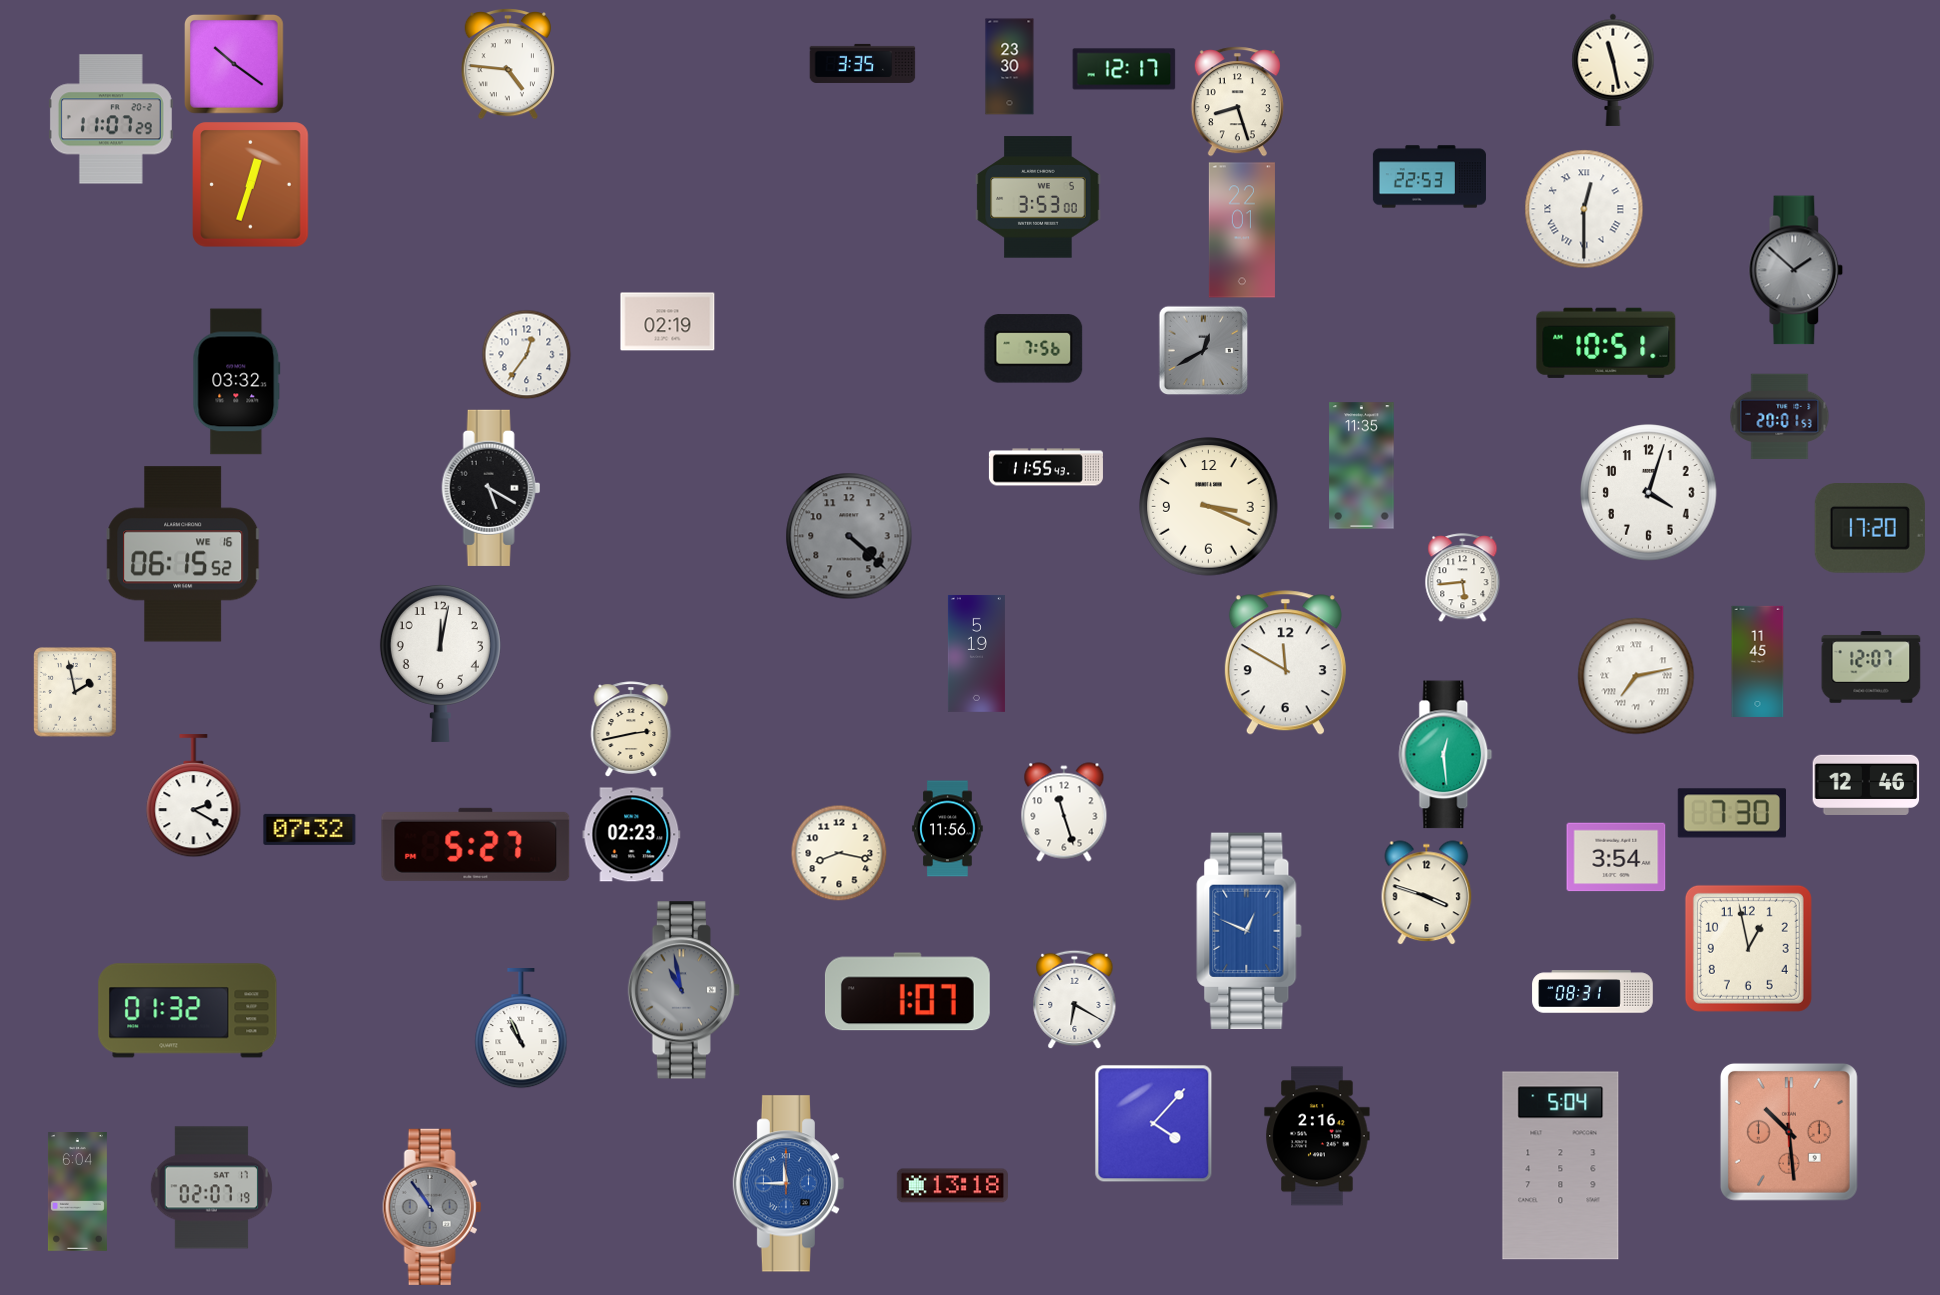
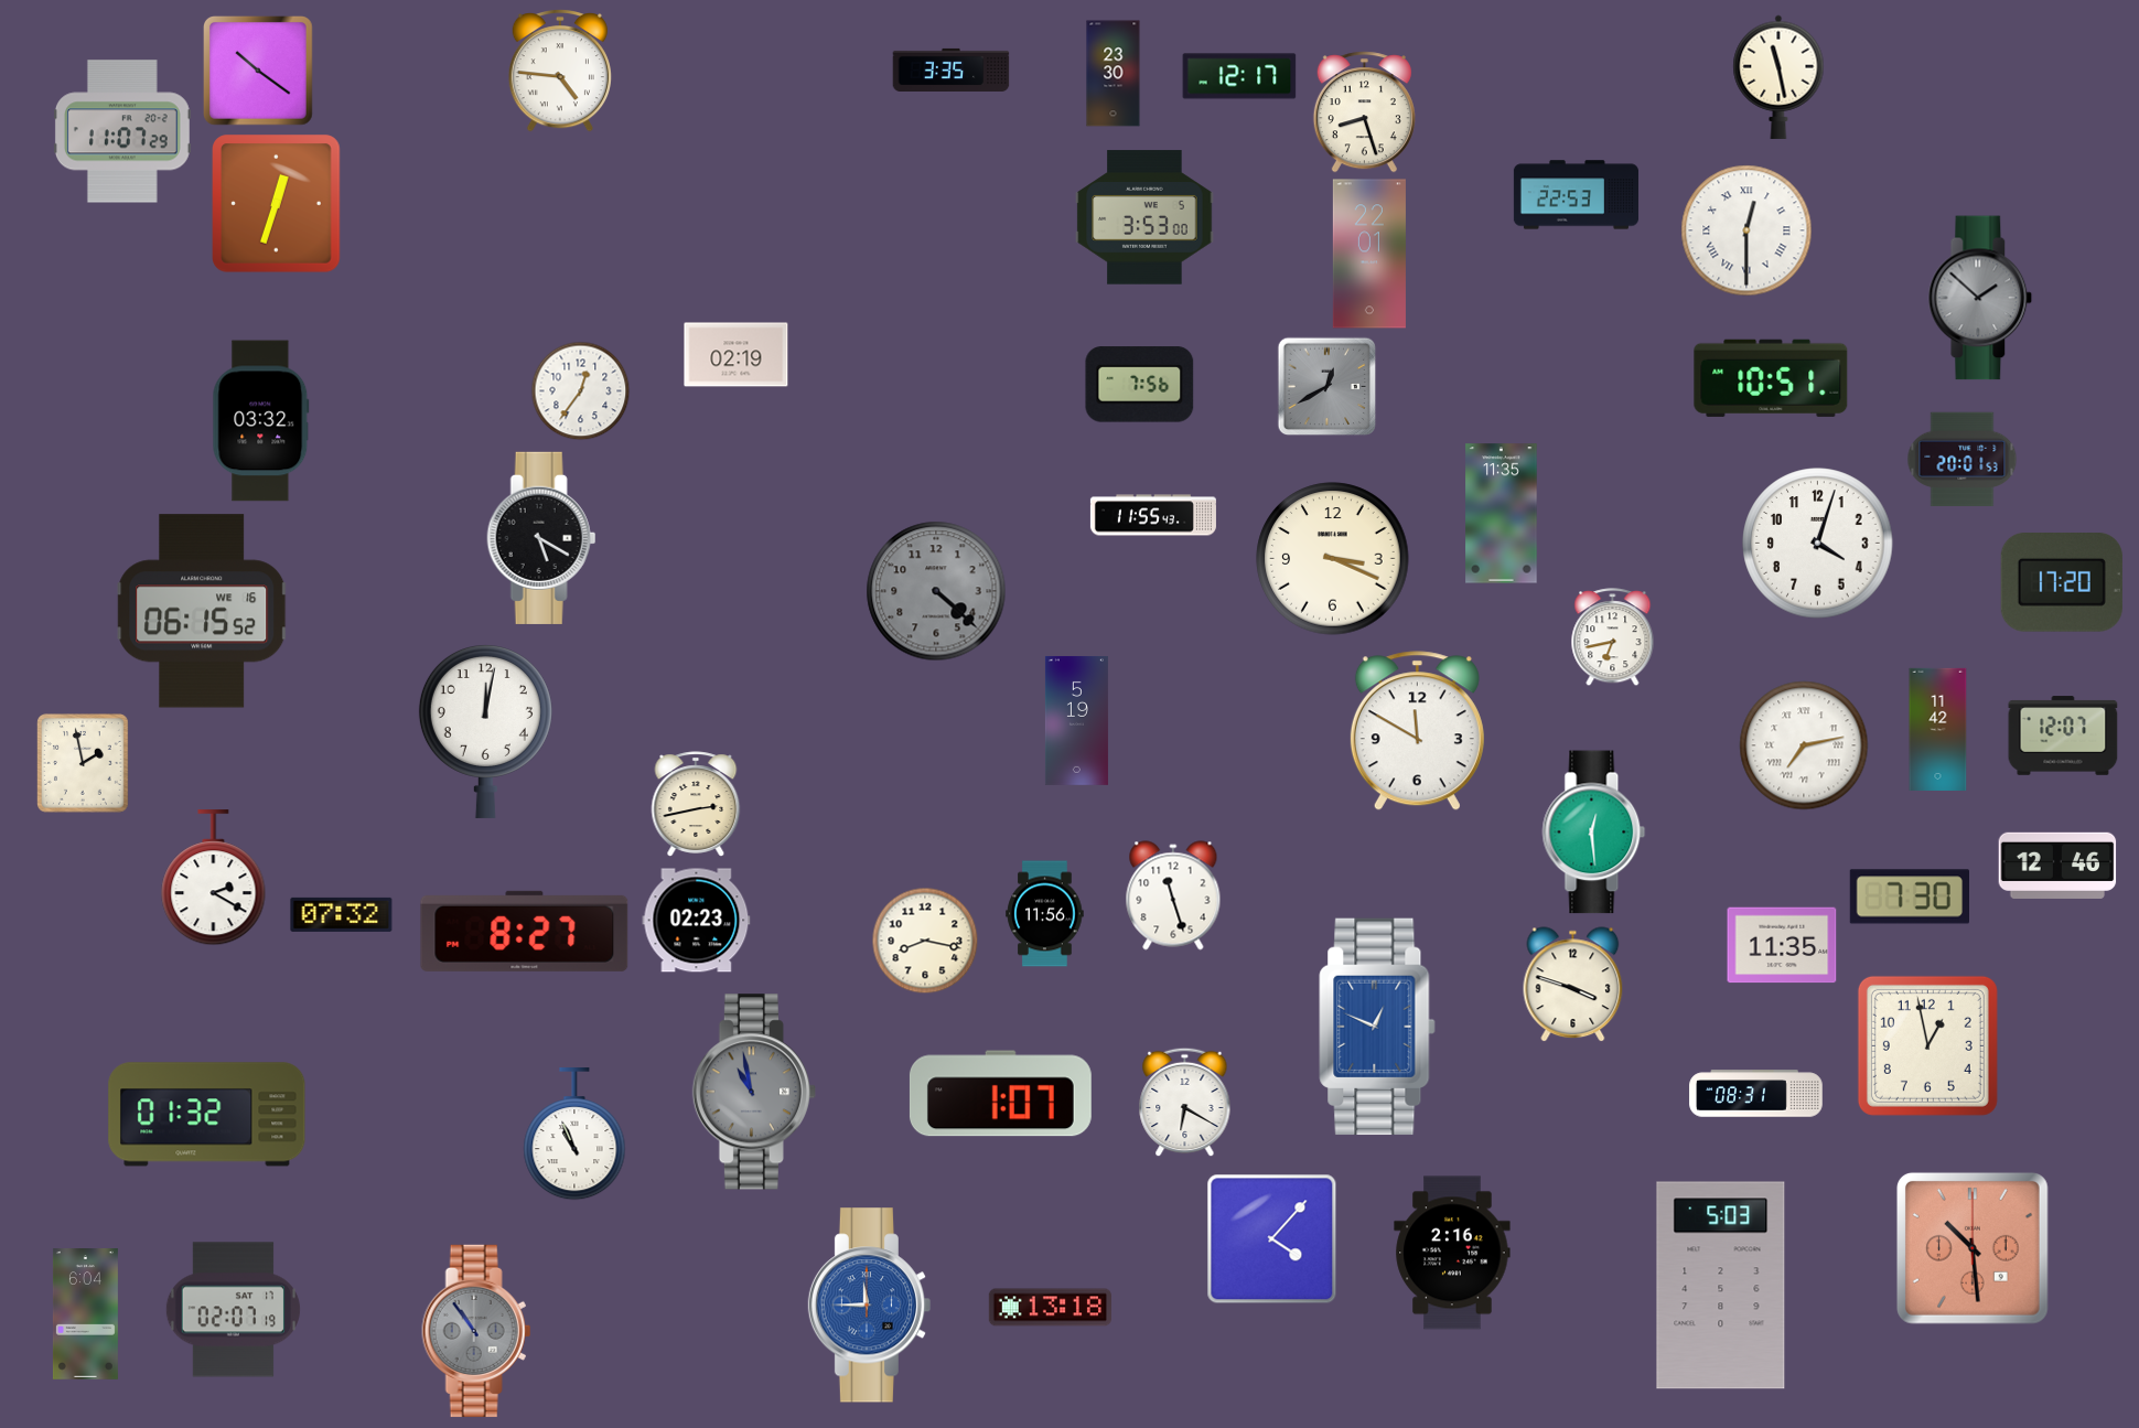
clock at (1463, 578): 5:44 -> 6:43
clock at (1758, 661): 11:45 -> 11:42
clock at (476, 844): 5:27 -> 8:27
clock at (1616, 857): 3:54 -> 11:35
clock at (1561, 1166): 5:04 -> 5:03
